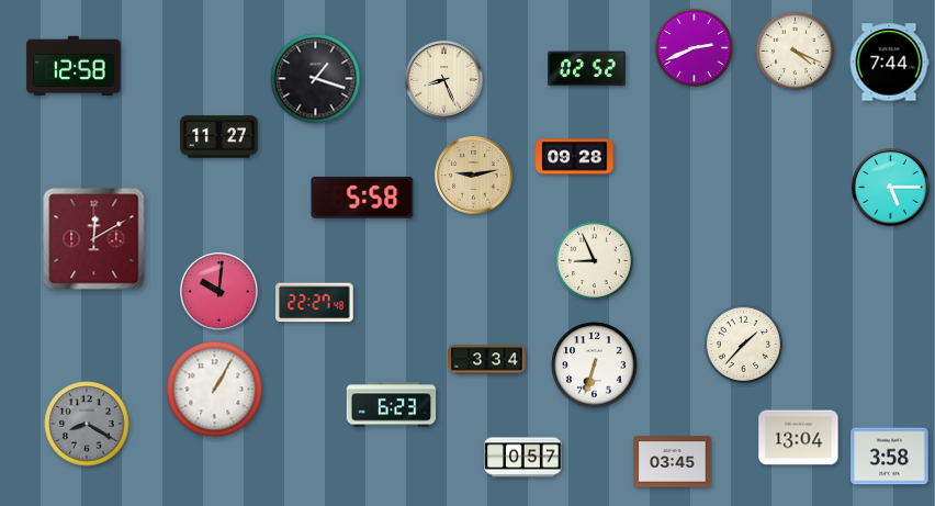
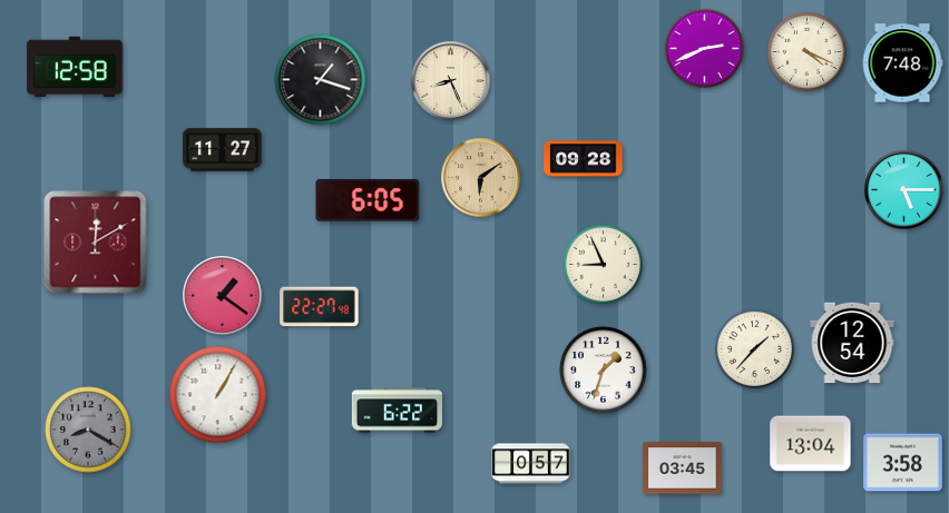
clock at (889, 63): 7:44 -> 7:48
clock at (587, 69): 02:52 -> none
clock at (219, 137) position: (219, 137) -> (223, 150)
clock at (474, 176): 9:13 -> 6:09
clock at (362, 198): 5:58 -> 6:05
clock at (219, 292): 10:01 -> 1:21
clock at (852, 343): none -> 12:54
clock at (487, 360): 3:34 -> none
clock at (595, 366): 6:33 -> 1:33
clock at (392, 405): 6:23 -> 6:22
